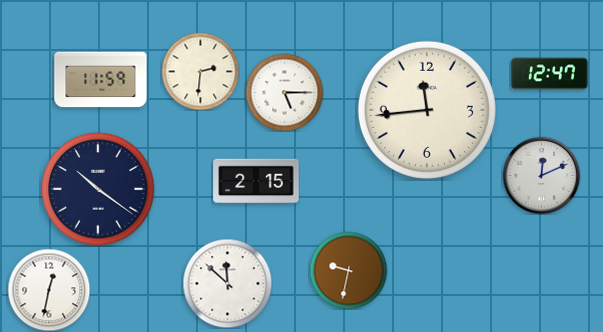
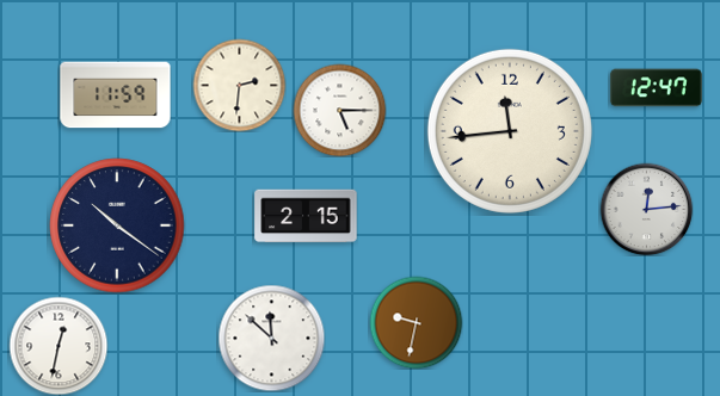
clock at (101, 80) position: (101, 80) -> (116, 95)
clock at (541, 175): 12:11 -> 12:14
